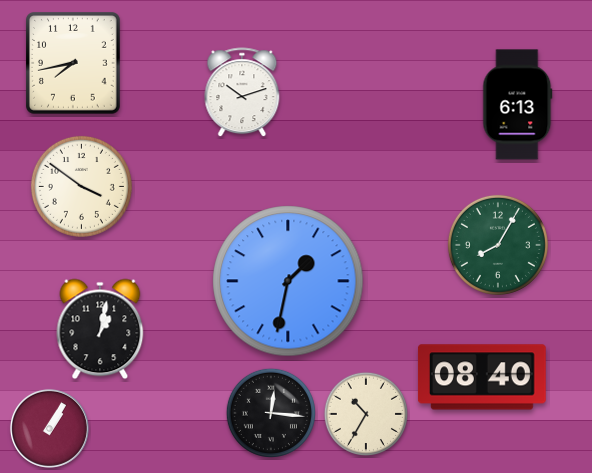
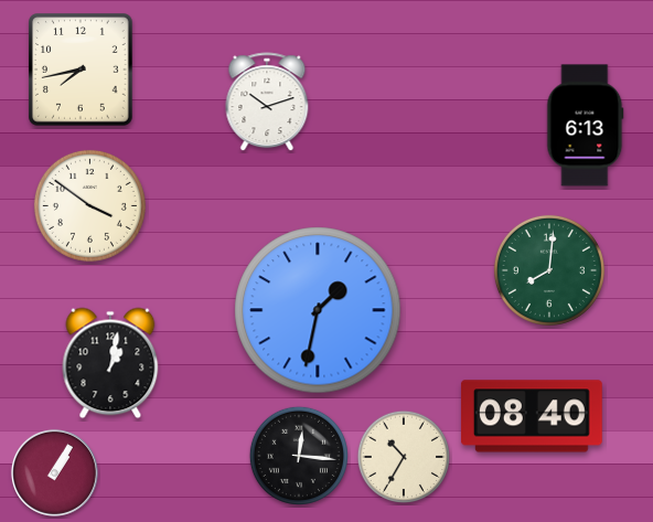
clock at (518, 105) position: (518, 105) -> (586, 126)
clock at (498, 245): 8:05 -> 8:01
